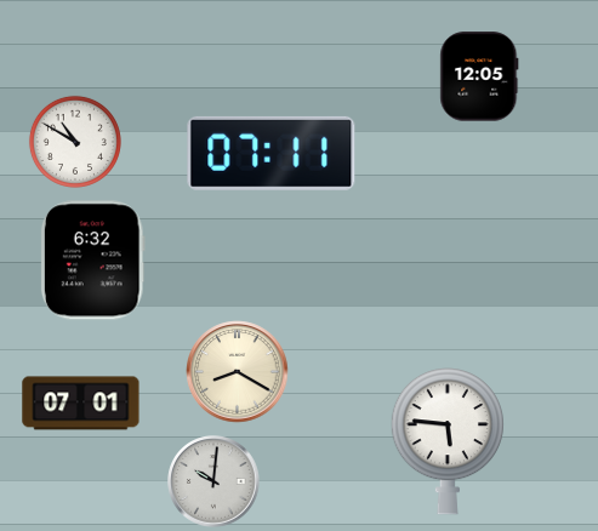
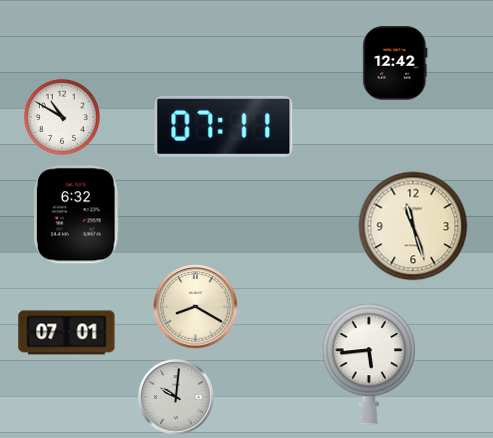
clock at (479, 76): 12:05 -> 12:42
clock at (413, 226): none -> 11:27
clock at (448, 441): 5:46 -> 5:44
